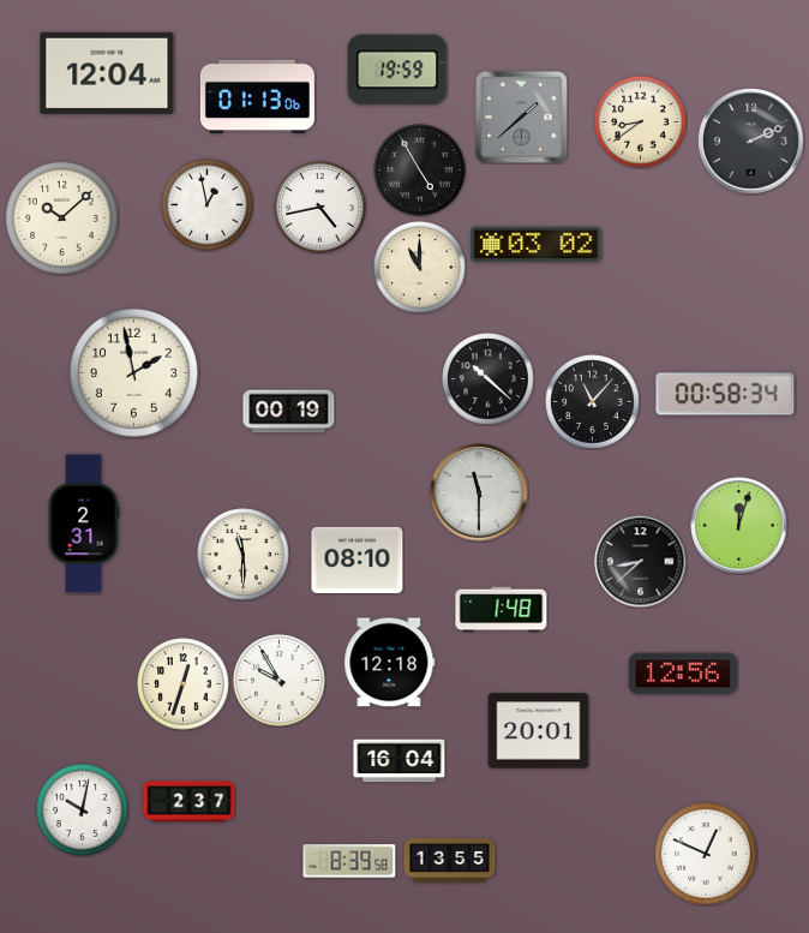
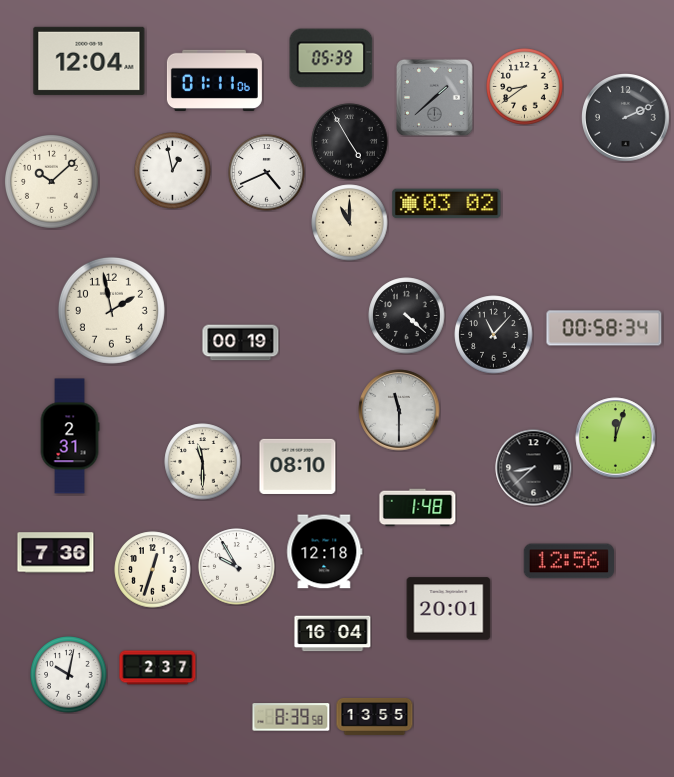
clock at (397, 70): 19:59 -> 05:39
clock at (257, 96): 01:13 -> 01:11
clock at (641, 122) position: (641, 122) -> (525, 87)
clock at (320, 208): 4:43 -> 4:41
clock at (489, 379): 10:22 -> 4:22
clock at (56, 553): none -> 7:36
clock at (280, 681) position: (280, 681) -> (237, 567)
clock at (706, 854): 12:49 -> none
